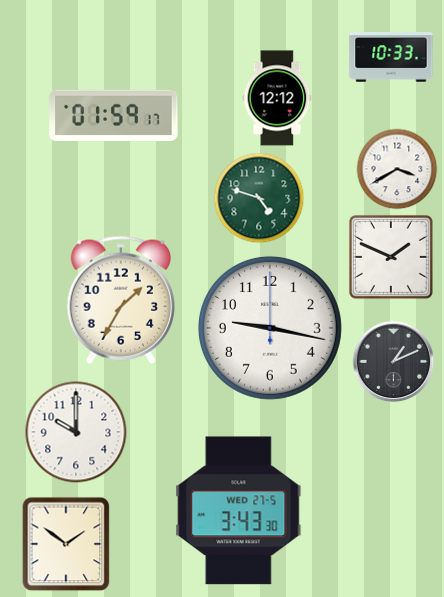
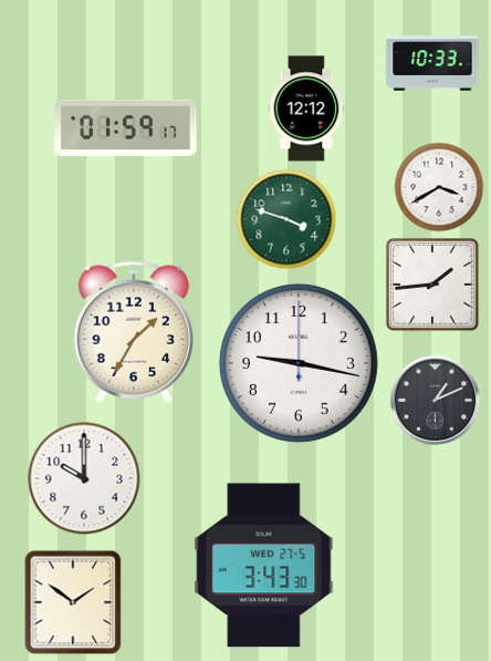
clock at (259, 198): 4:48 -> 3:48
clock at (391, 257): 1:49 -> 1:44
